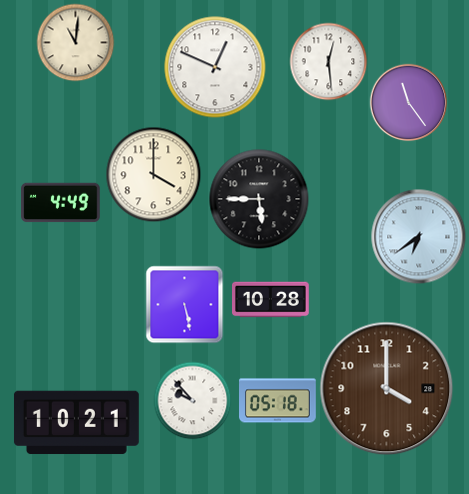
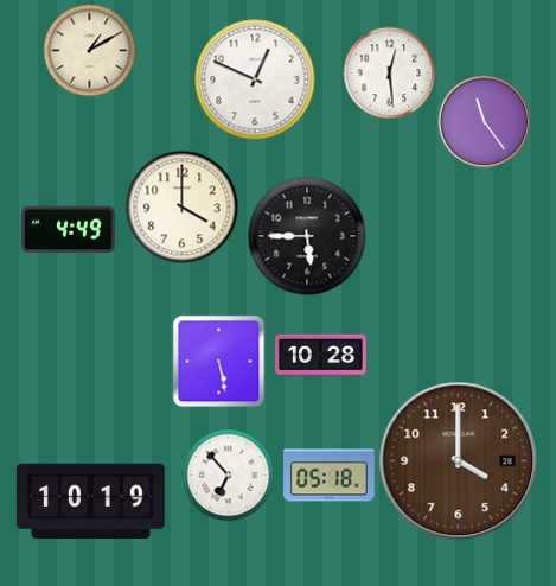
clock at (75, 42): 11:01 -> 1:10
clock at (61, 203) position: (61, 203) -> (69, 230)
clock at (418, 236): 6:39 -> none
clock at (192, 400): 9:53 -> 6:53
clock at (76, 423): 10:21 -> 10:19
